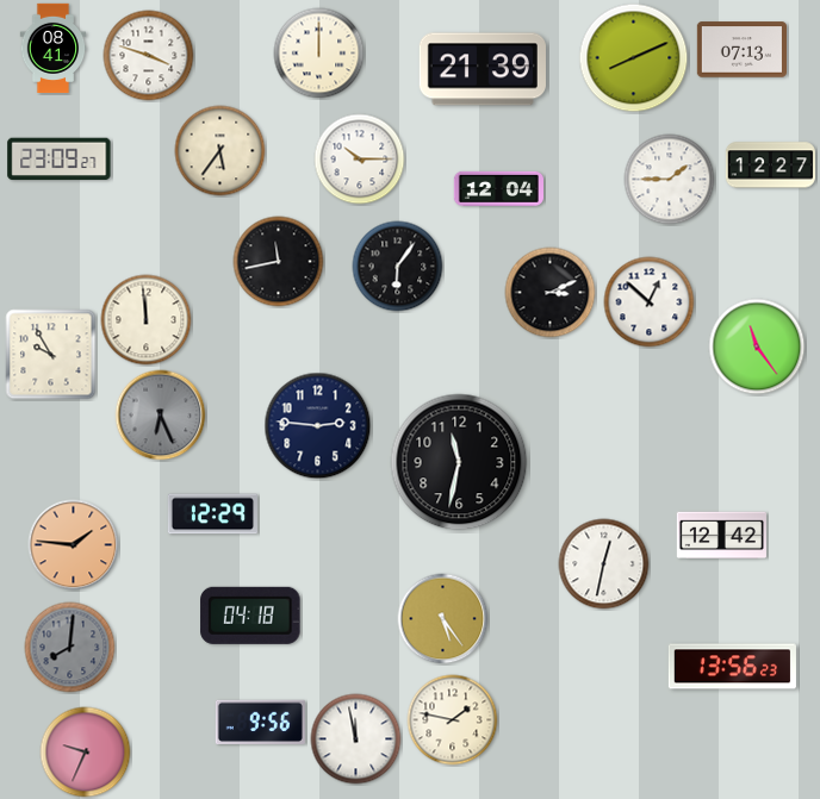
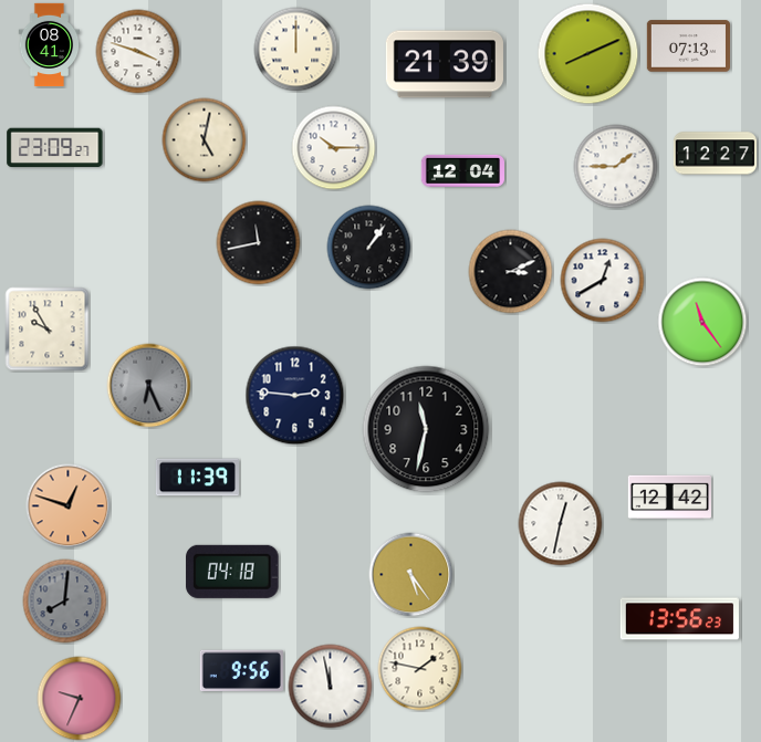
clock at (483, 69) position: (483, 69) -> (445, 64)
clock at (220, 151): 5:36 -> 5:02
clock at (670, 180) position: (670, 180) -> (616, 167)
clock at (498, 188) position: (498, 188) -> (462, 170)
clock at (398, 267): 6:06 -> 1:06
clock at (650, 302): 12:52 -> 12:40
clock at (147, 320): 11:59 -> none
clock at (212, 514): 12:29 -> 11:39
clock at (74, 545): 1:46 -> 12:48
